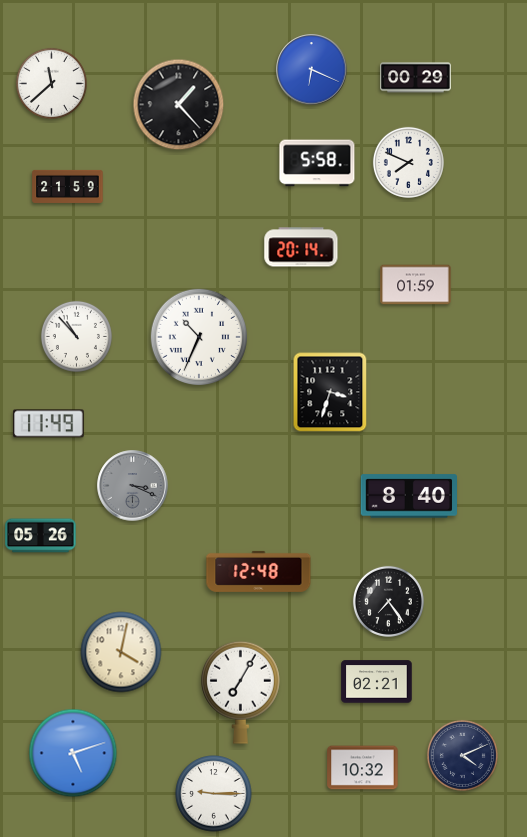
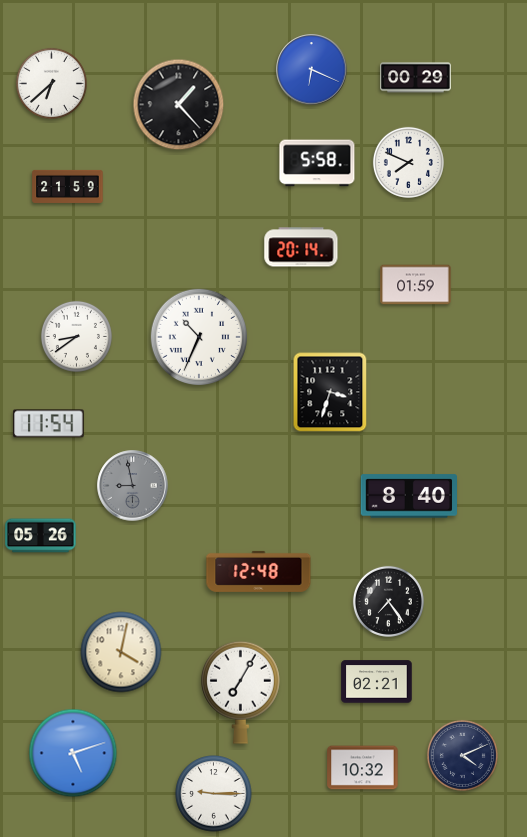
clock at (51, 83): 11:38 -> 6:38
clock at (76, 336): 10:53 -> 8:39
clock at (49, 424): 11:49 -> 11:54
clock at (133, 486): 3:19 -> 8:58
